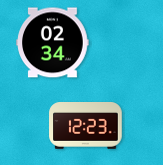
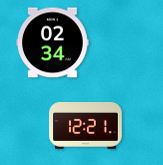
clock at (86, 126): 12:23 -> 12:21
